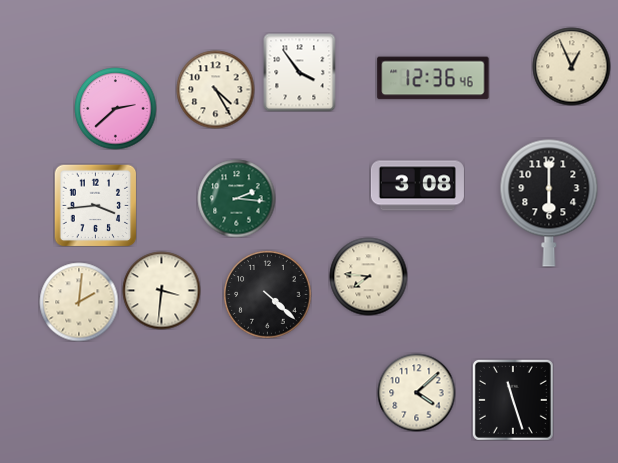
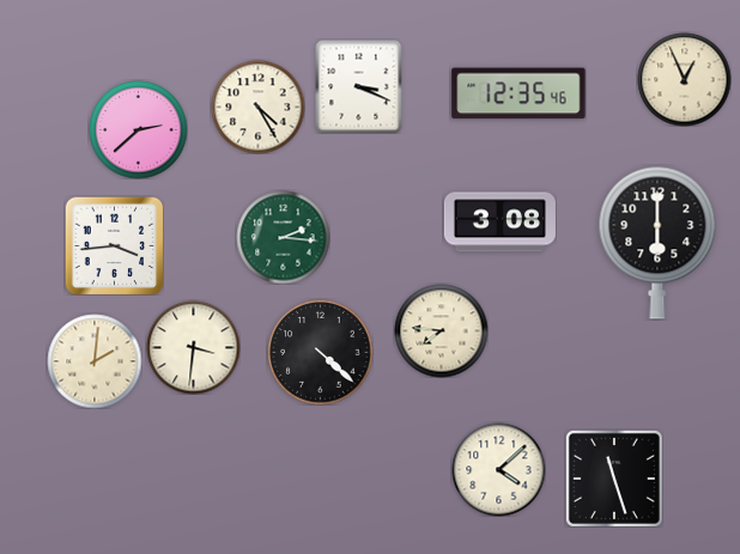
clock at (300, 72): 3:54 -> 3:19
clock at (433, 78): 12:36 -> 12:35
